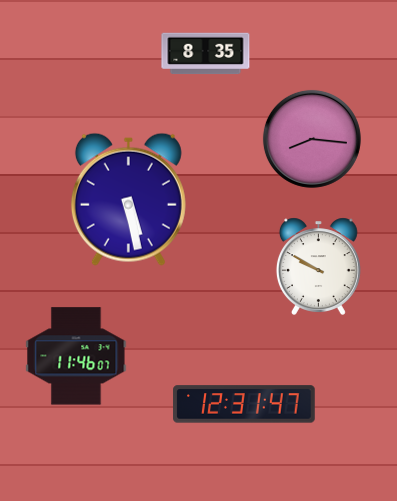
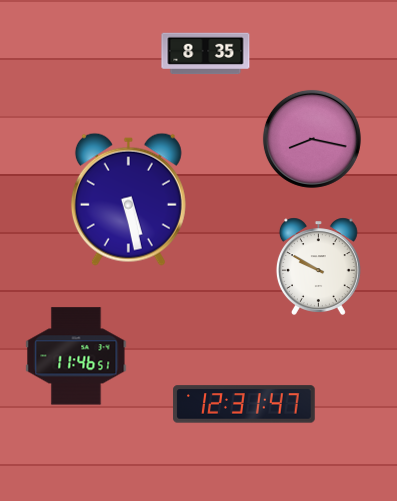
clock at (312, 139): 8:16 -> 8:17
clock at (76, 356): 11:46:07 -> 11:46:51
